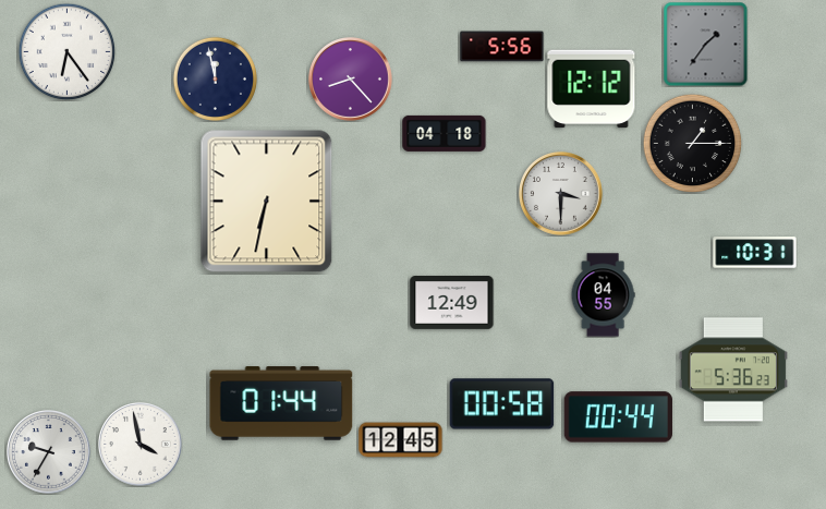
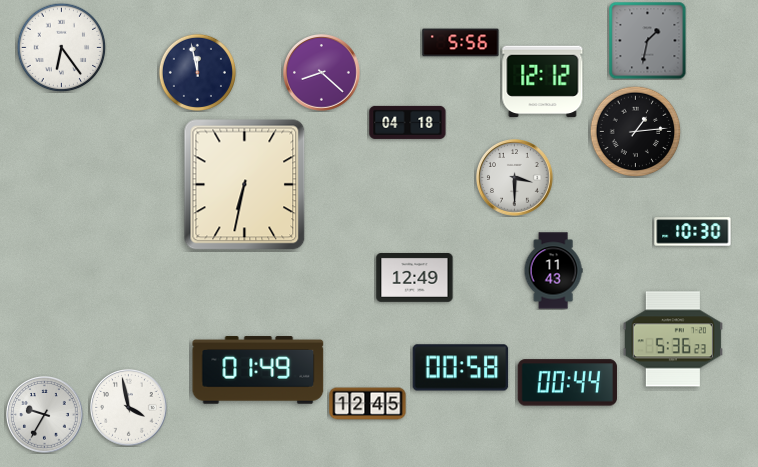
clock at (705, 44): 1:36 -> 1:32
clock at (351, 80): 8:23 -> 8:22
clock at (692, 143): 1:15 -> 1:14
clock at (755, 253): 10:31 -> 10:30
clock at (603, 295): 04:55 -> 11:43
clock at (281, 403): 01:44 -> 01:49
clock at (502, 404) position: (502, 404) -> (461, 368)
